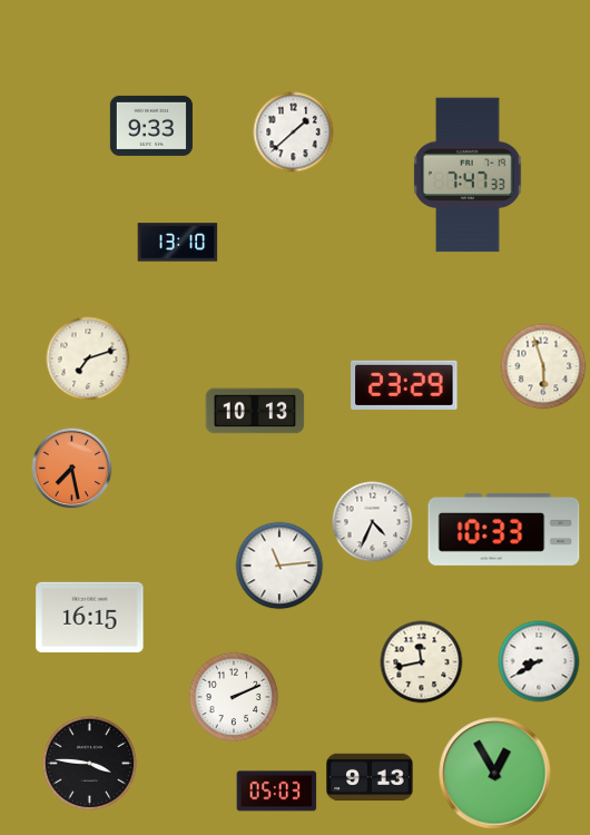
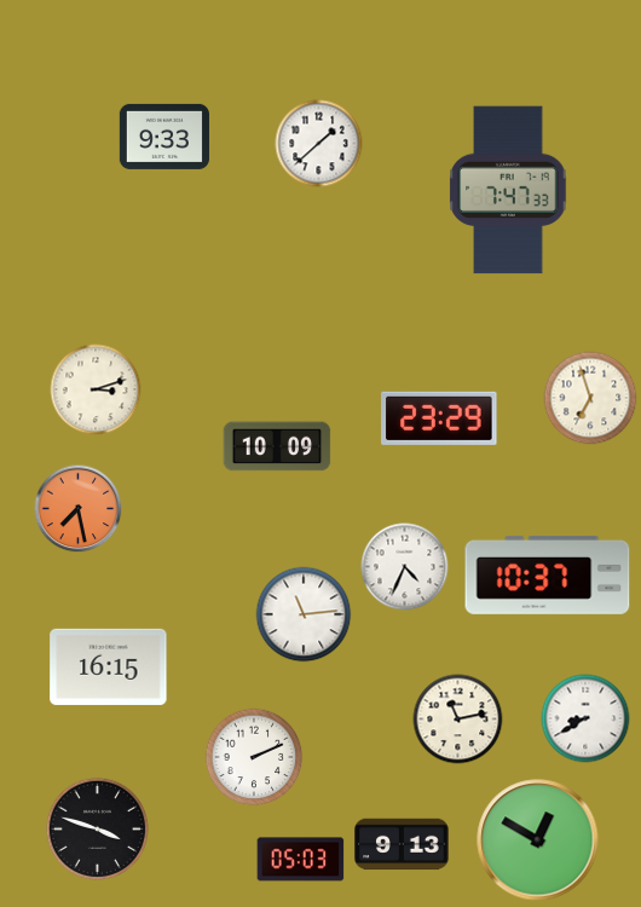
clock at (178, 243): 13:10 -> none
clock at (88, 358): 7:12 -> 3:12
clock at (543, 366): 5:57 -> 6:57
clock at (255, 411): 10:13 -> 10:09
clock at (504, 529): 10:33 -> 10:37
clock at (90, 617) position: (90, 617) -> (109, 666)
clock at (422, 662): 11:43 -> 11:13
clock at (89, 763): 3:46 -> 3:48
clock at (495, 774): 12:55 -> 12:50
